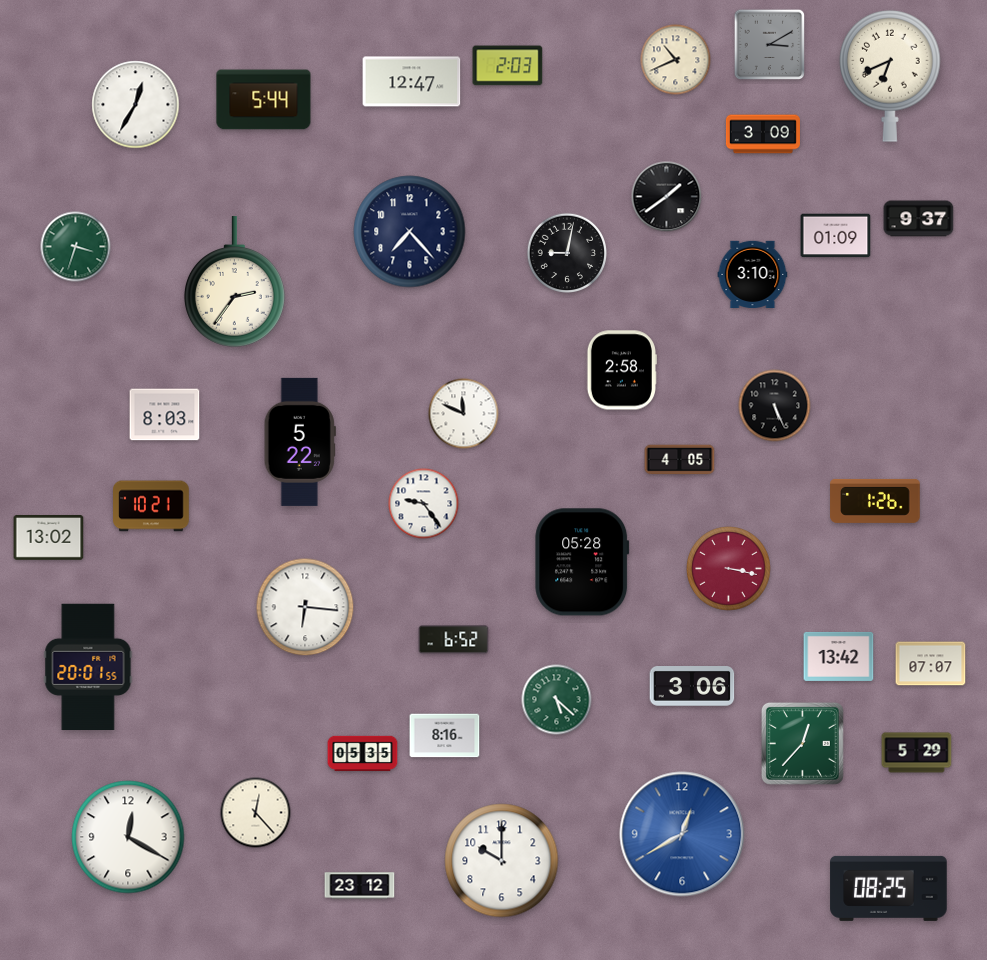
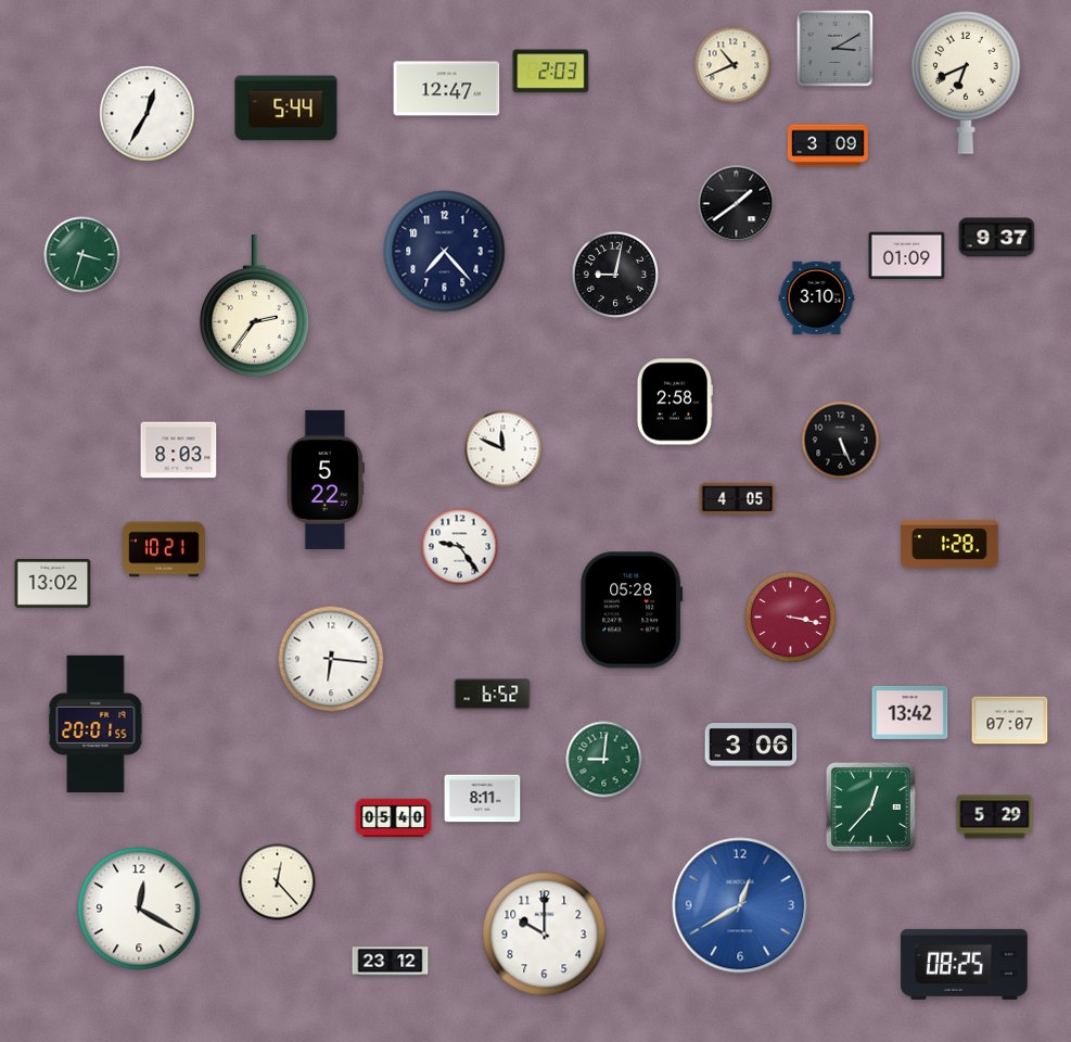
clock at (667, 197) position: (667, 197) -> (737, 204)
clock at (76, 247) position: (76, 247) -> (82, 255)
clock at (875, 501): 1:26 -> 1:28
clock at (557, 700): 5:22 -> 9:01
clock at (445, 736): 8:16 -> 8:11
clock at (363, 754): 05:35 -> 05:40
